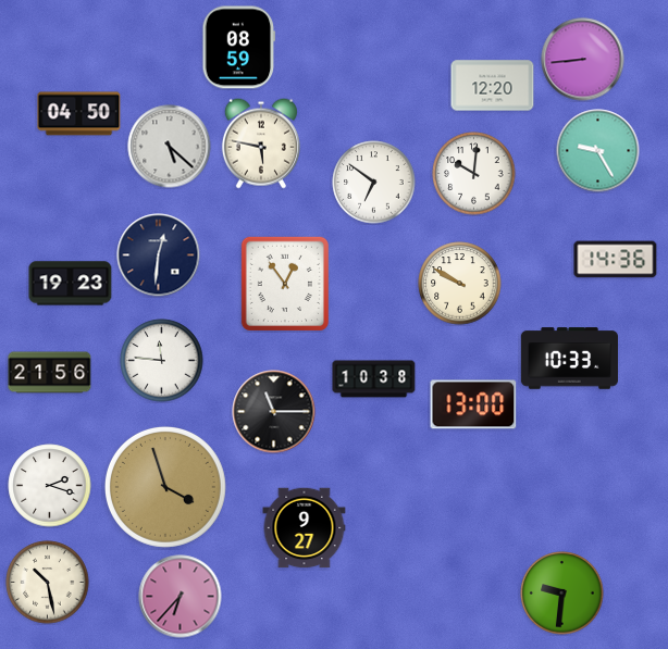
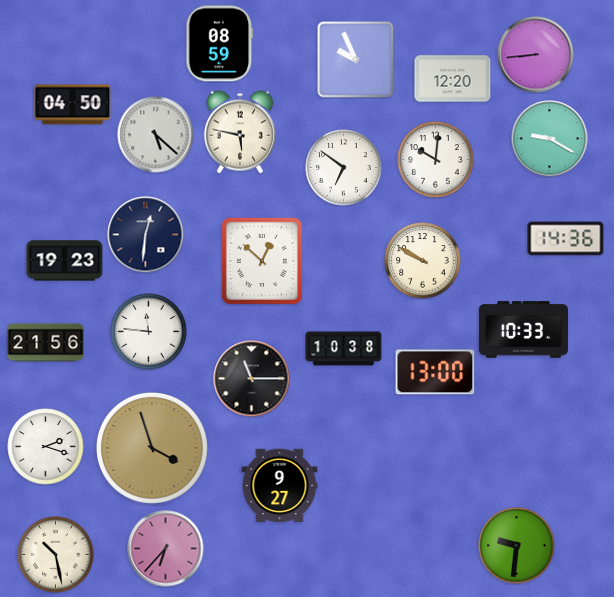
clock at (356, 60): none -> 9:56
clock at (598, 151): 9:25 -> 9:20
clock at (285, 284): 12:54 -> 12:52
clock at (48, 583) position: (48, 583) -> (56, 555)
